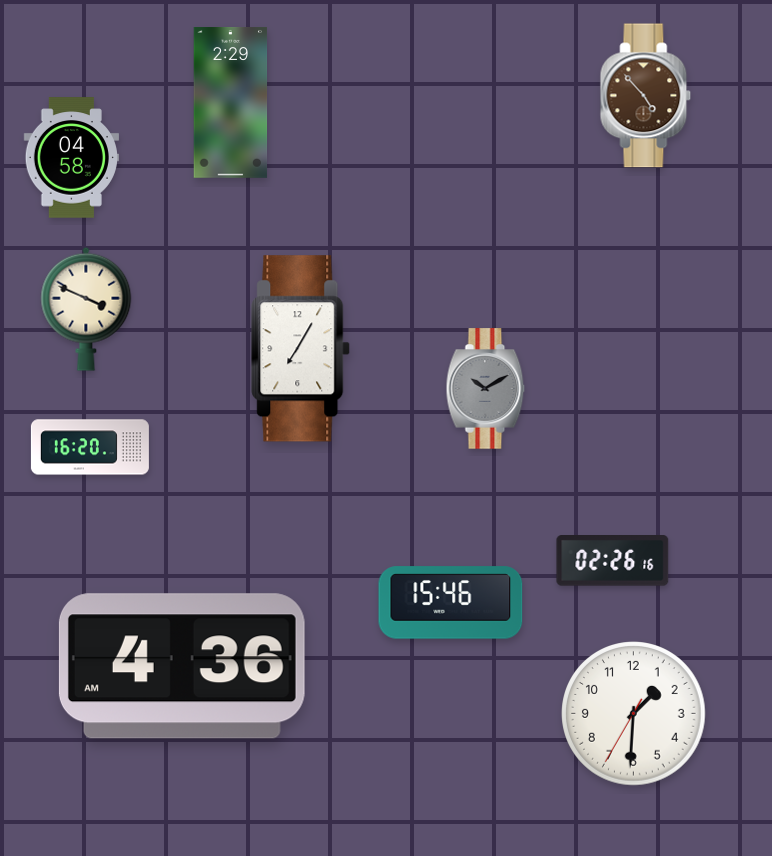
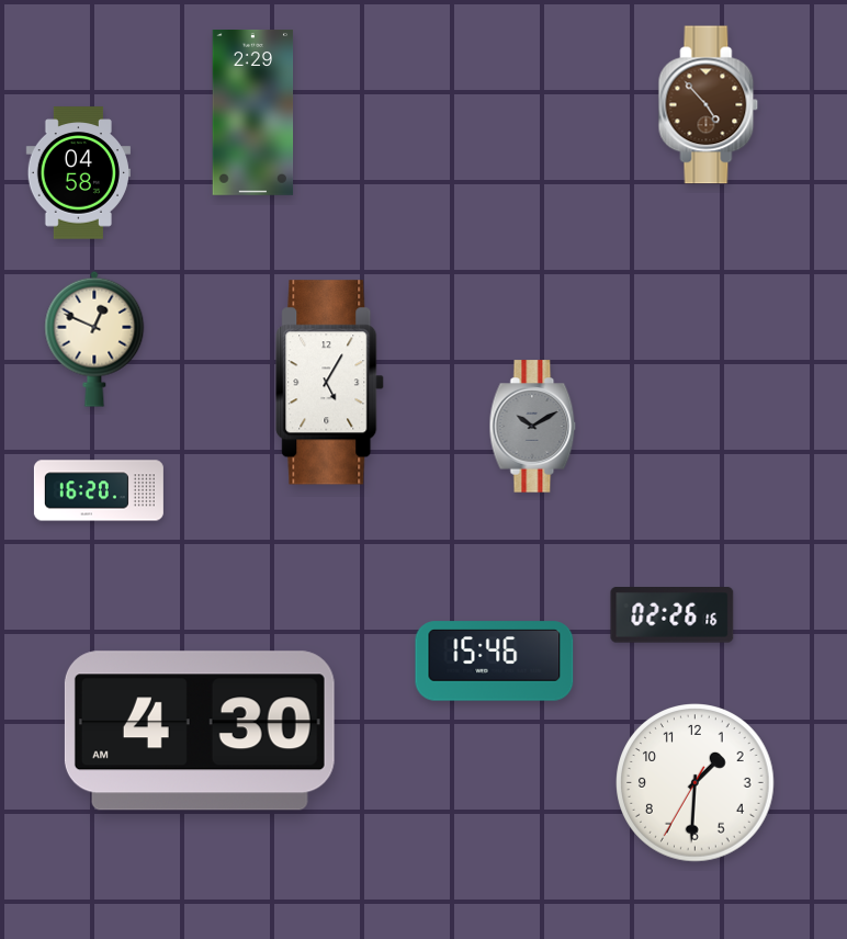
clock at (86, 309): 3:49 -> 12:49
clock at (301, 349): 7:05 -> 5:05
clock at (182, 666): 4:36 -> 4:30
